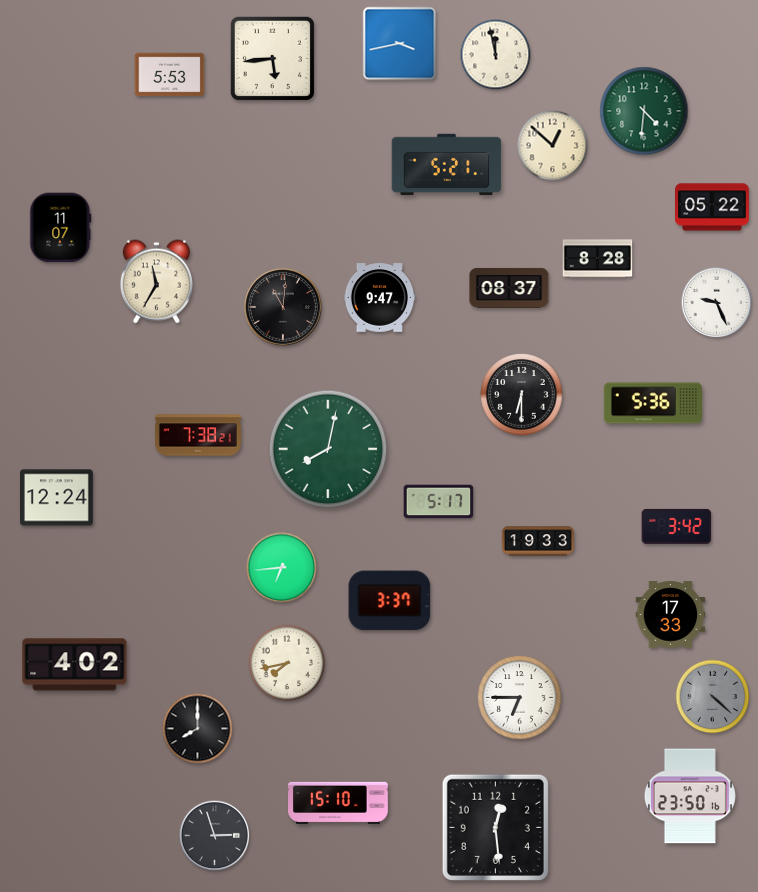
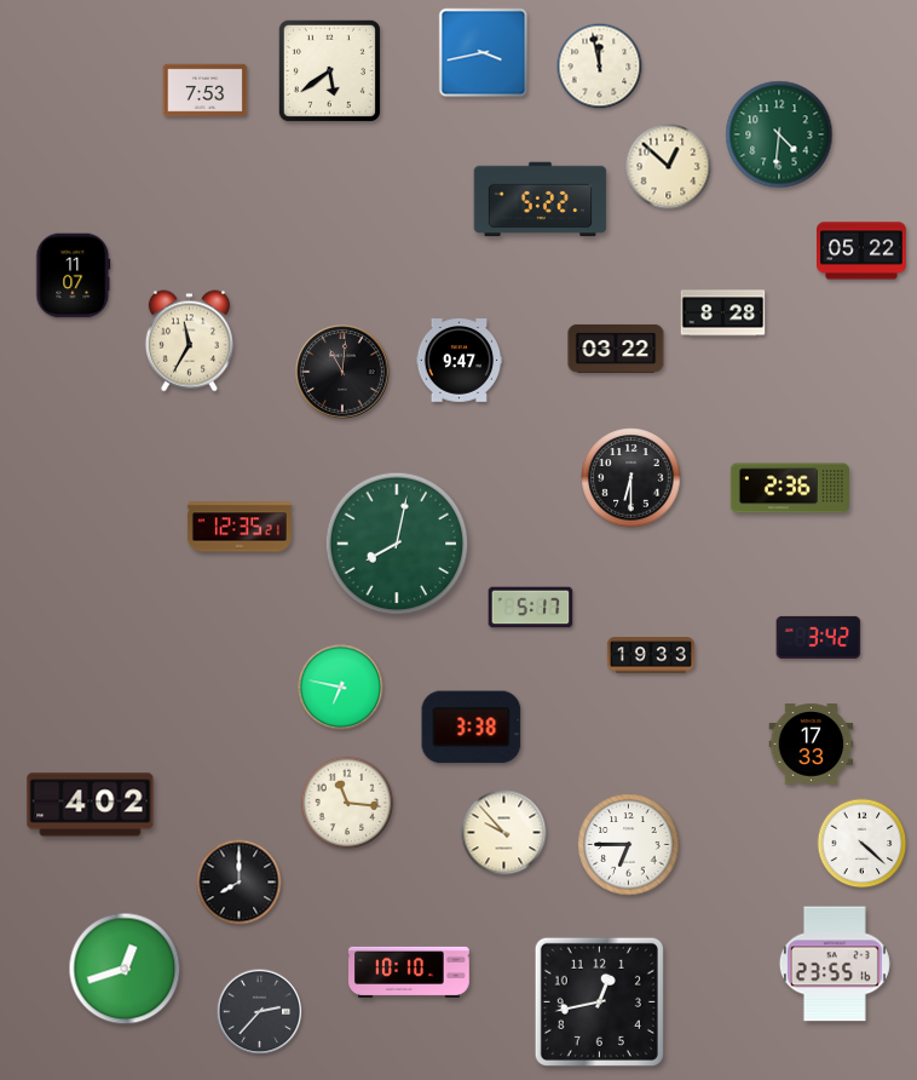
clock at (272, 58): 5:44 -> 5:39
clock at (170, 75): 5:53 -> 7:53
clock at (553, 146) position: (553, 146) -> (669, 167)
clock at (447, 165): 5:21 -> 5:22
clock at (509, 288): 08:37 -> 03:22
clock at (717, 303): 9:26 -> none
clock at (653, 403): 5:36 -> 2:36
clock at (198, 435): 7:38 -> 12:35
clock at (56, 498): 12:24 -> none
clock at (282, 568): 6:44 -> 6:47
clock at (390, 601): 3:37 -> 3:38
clock at (287, 663): 7:43 -> 11:16
clock at (504, 833): none -> 9:53
clock at (713, 697) dial: grey -> white
clock at (690, 796): 23:50 -> 23:55
clock at (125, 969): none -> 12:42
clock at (339, 803): 15:10 -> 10:10
clock at (495, 827): 12:29 -> 12:43
clock at (215, 836): 2:57 -> 2:37
